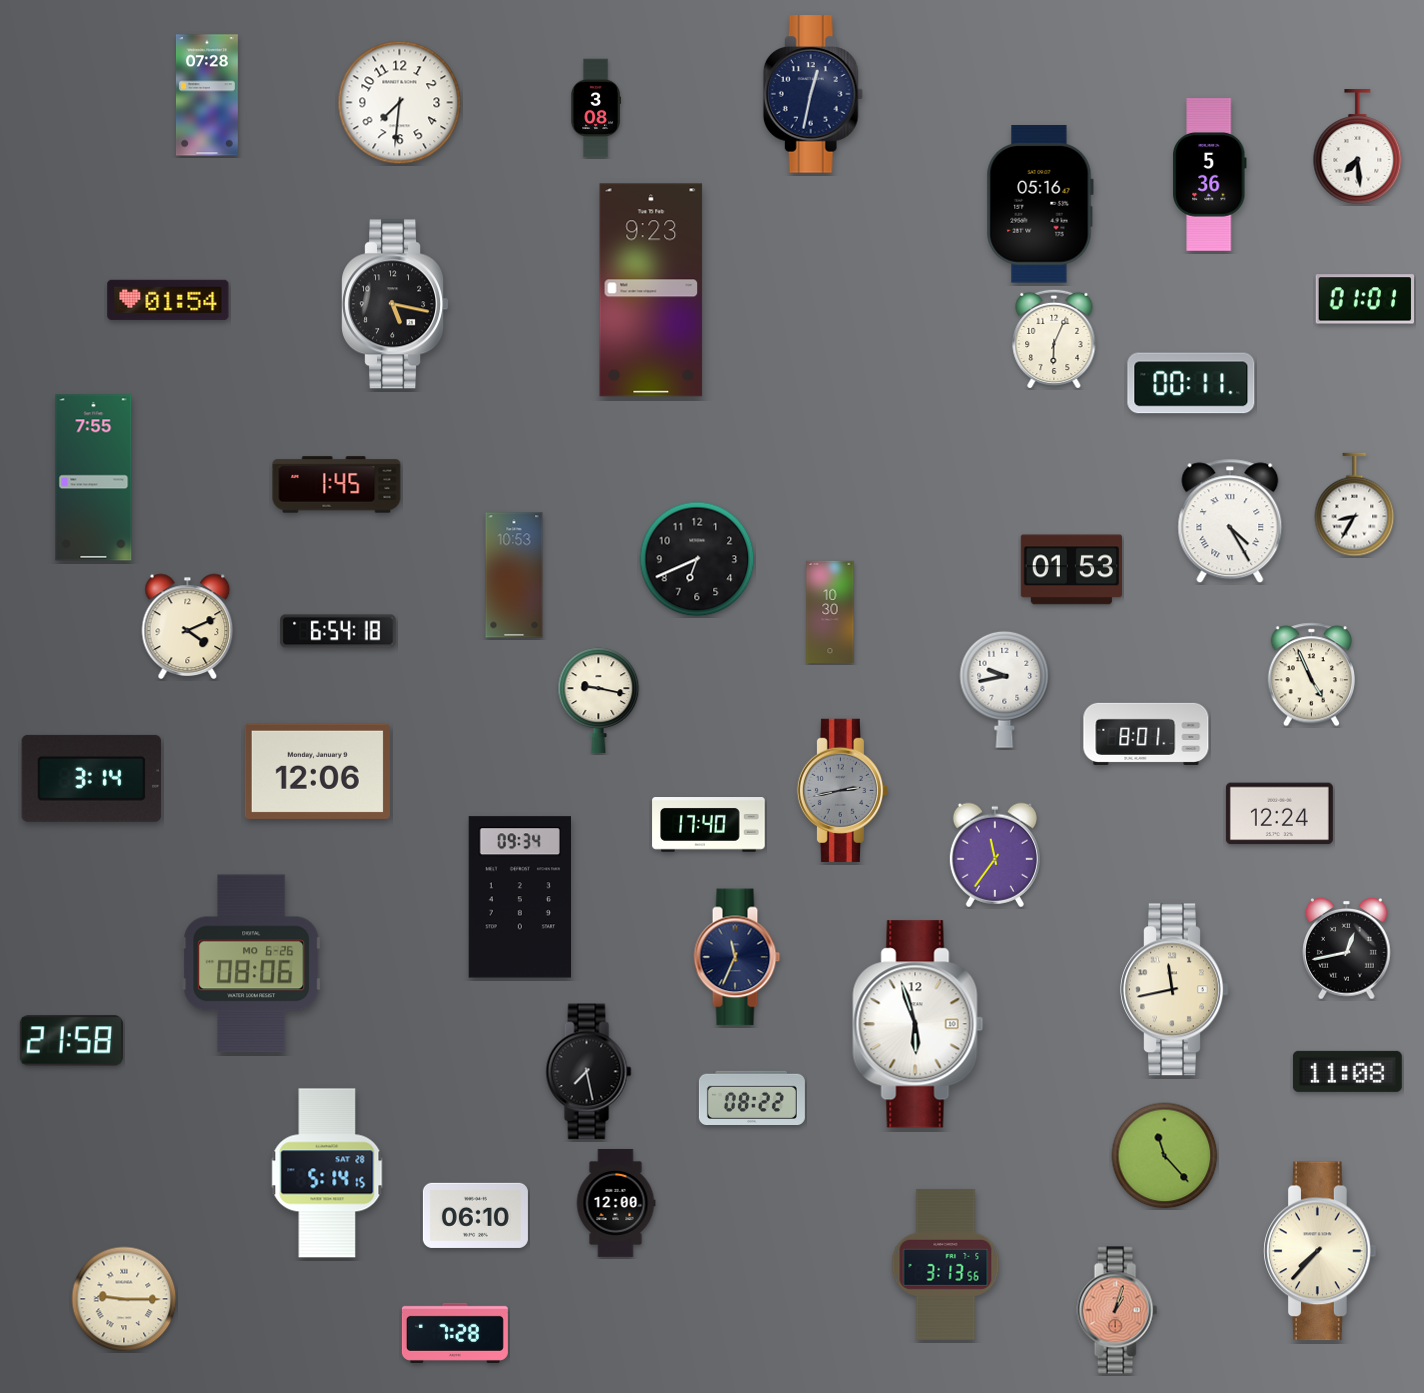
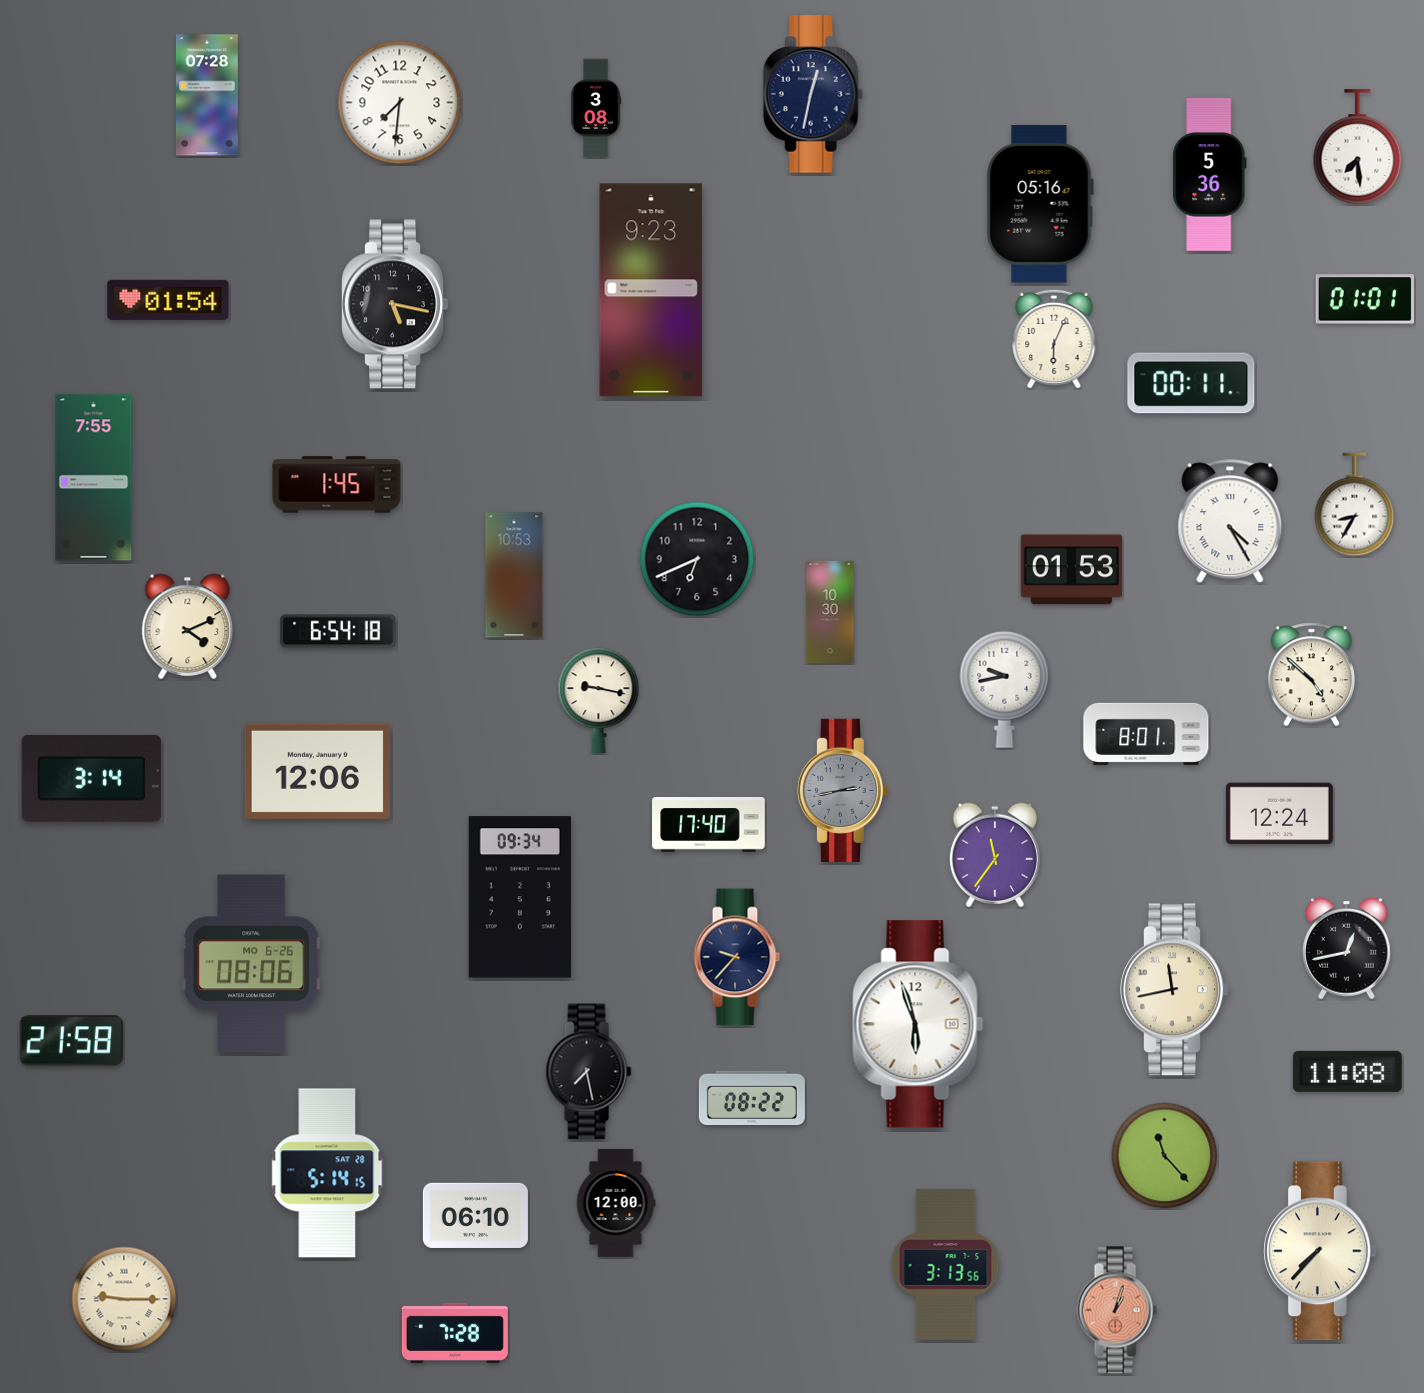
clock at (1311, 675): 4:56 -> 4:52
clock at (737, 957): 11:34 -> 9:37
